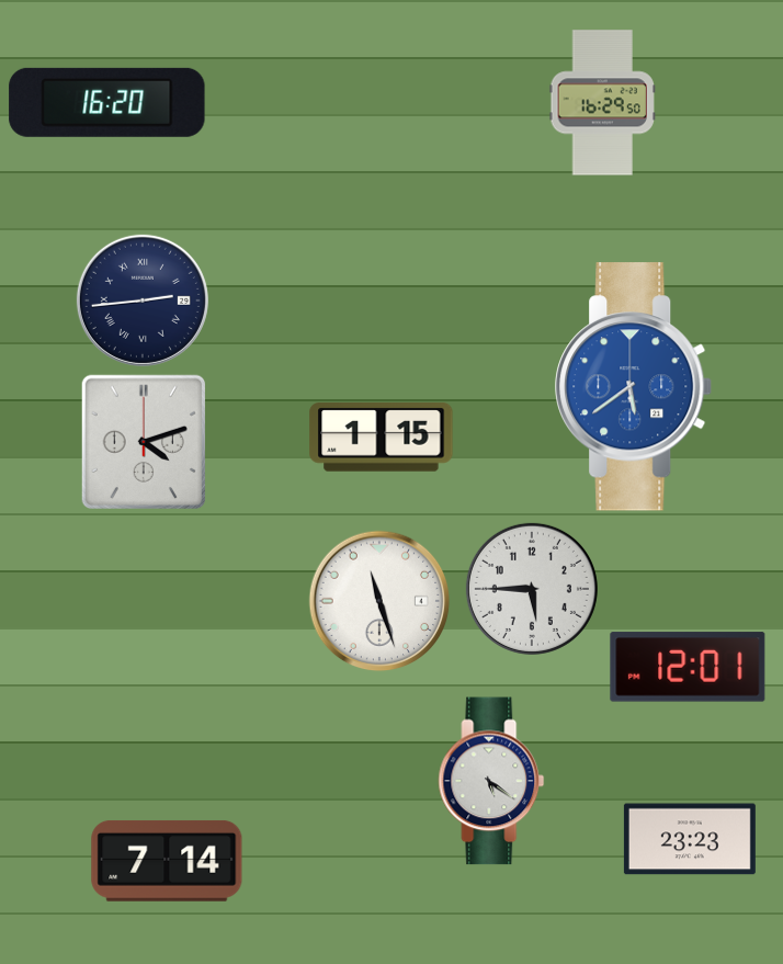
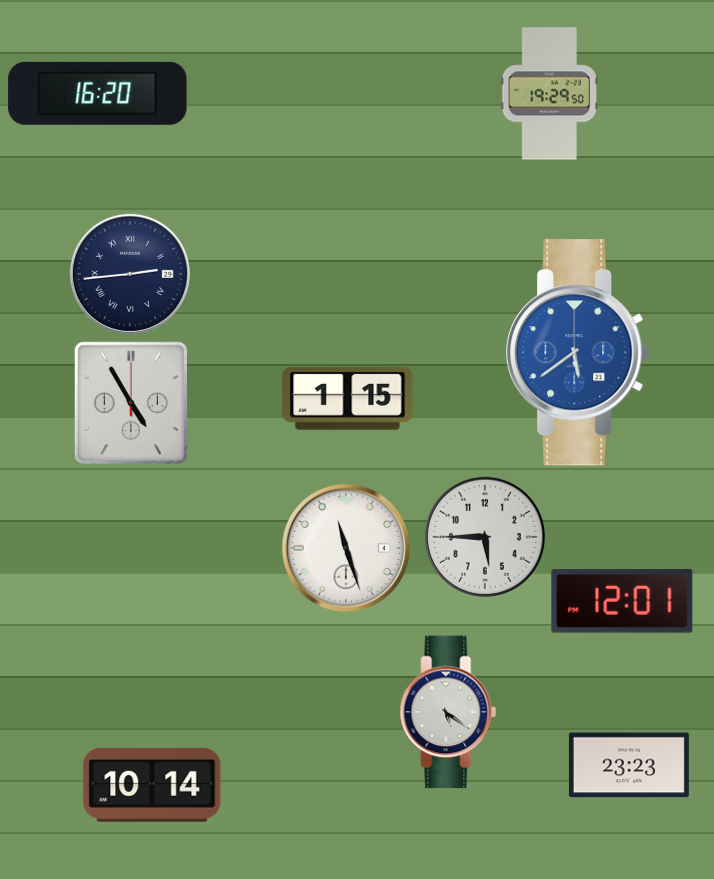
clock at (602, 103): 16:29 -> 19:29
clock at (143, 441): 4:12 -> 4:55
clock at (688, 667) position: (688, 667) -> (622, 601)
clock at (167, 861): 7:14 -> 10:14
